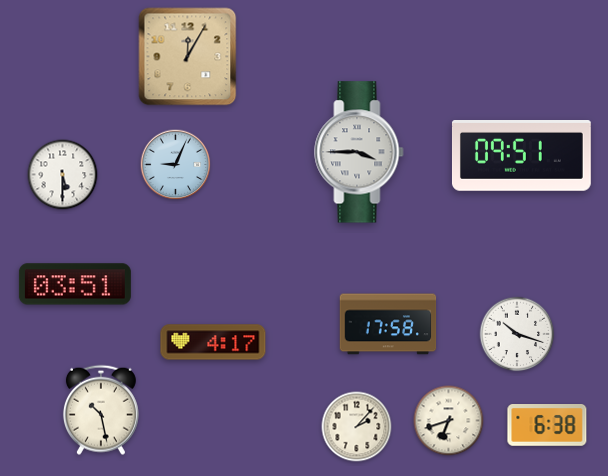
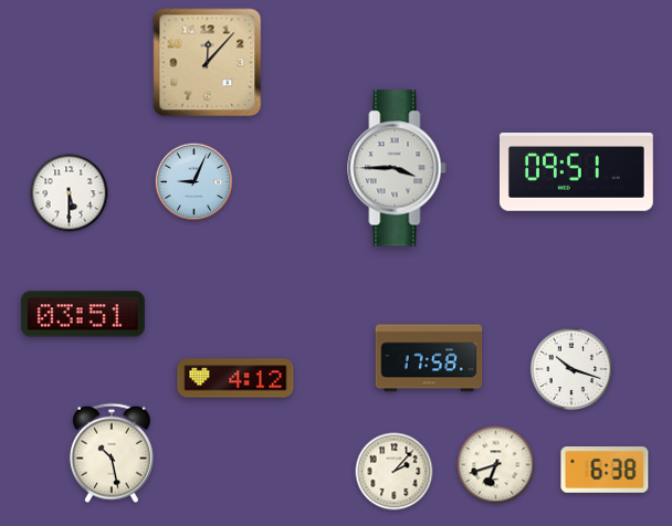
clock at (188, 57): 12:05 -> 12:07
clock at (213, 342): 4:17 -> 4:12
